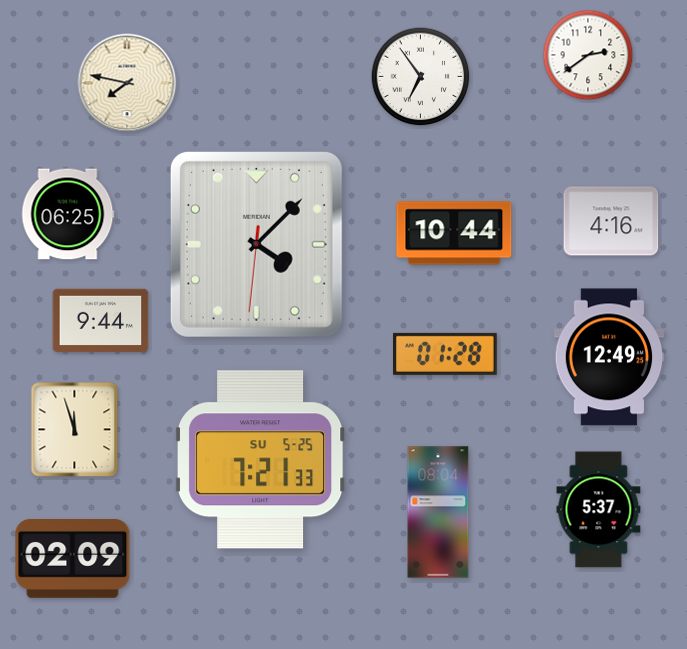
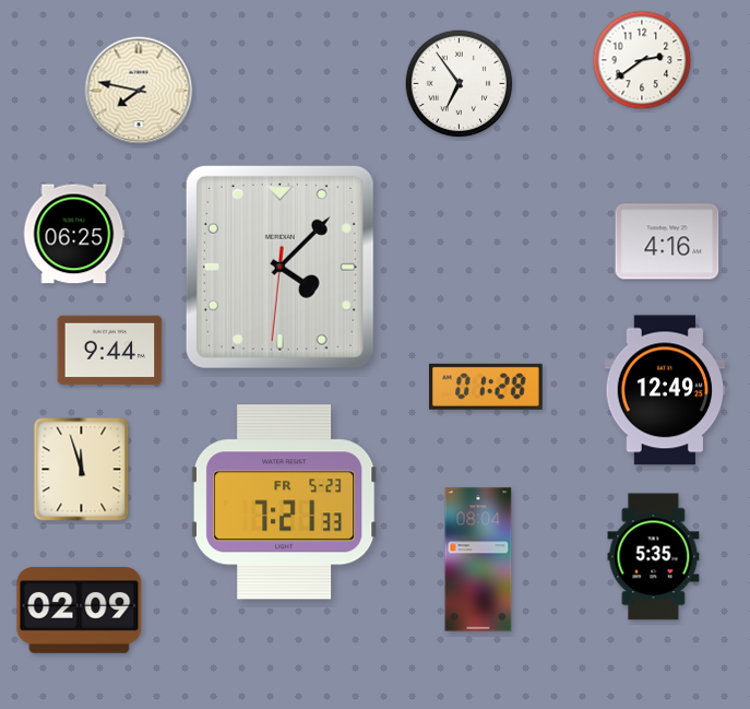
clock at (454, 233): 10:44 -> none
clock at (260, 460) date: SU 5-25 -> FR 5-23
clock at (599, 510): 5:37 -> 5:35
